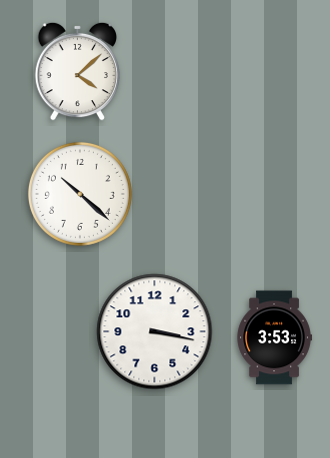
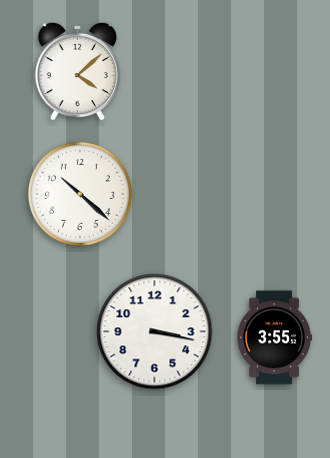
clock at (274, 338): 3:53 -> 3:55
